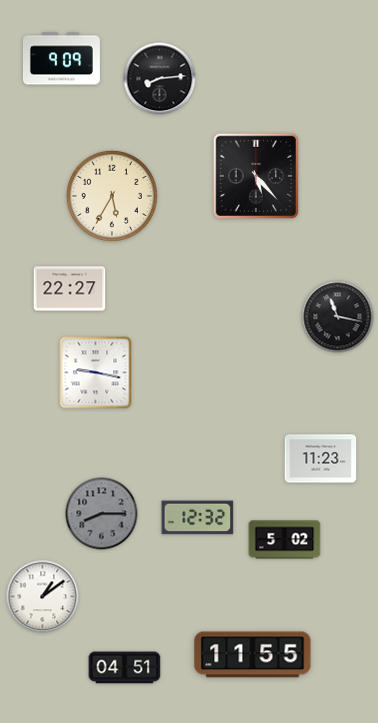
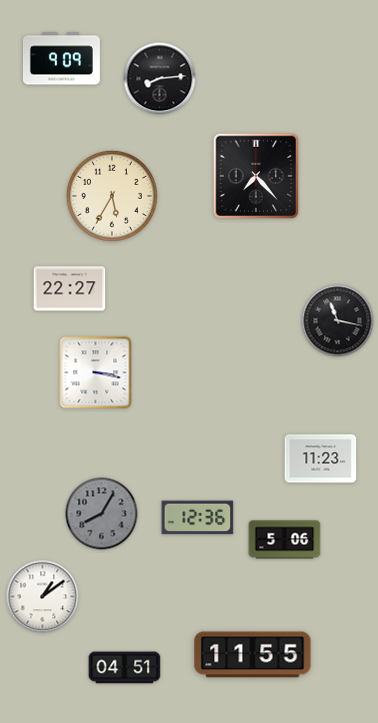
clock at (255, 175): 5:23 -> 7:23
clock at (338, 317) position: (338, 317) -> (338, 321)
clock at (96, 373): 9:17 -> 3:17
clock at (102, 514): 8:15 -> 8:05
clock at (198, 518): 12:32 -> 12:36
clock at (285, 540): 5:02 -> 5:06
